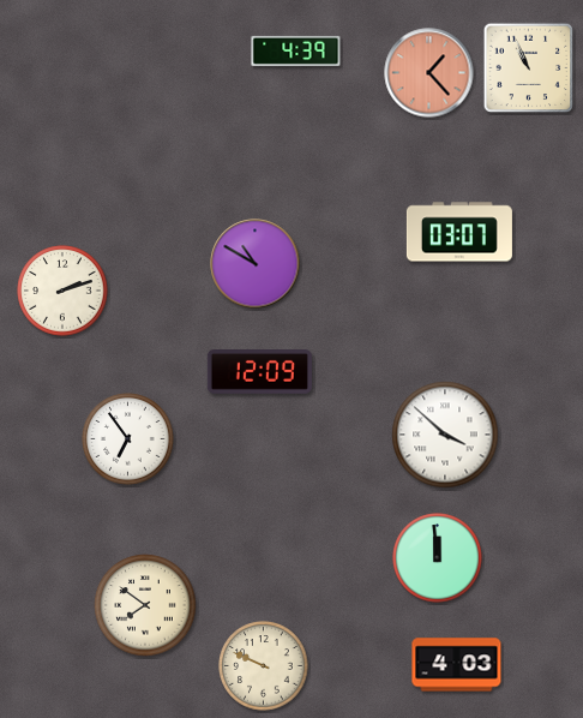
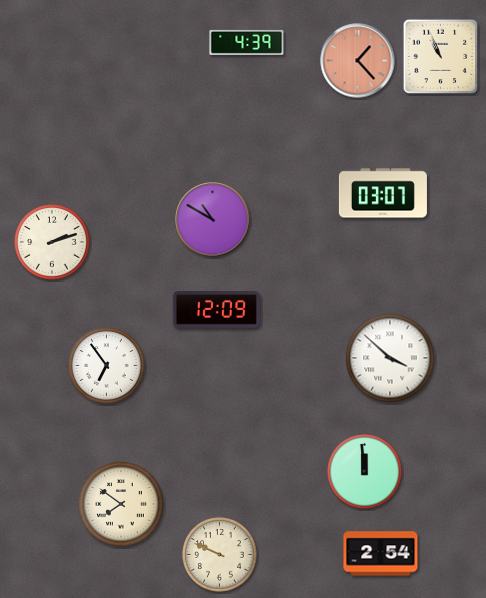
clock at (445, 435) position: (445, 435) -> (390, 358)
clock at (438, 558) position: (438, 558) -> (365, 472)
clock at (457, 665): 4:03 -> 2:54
